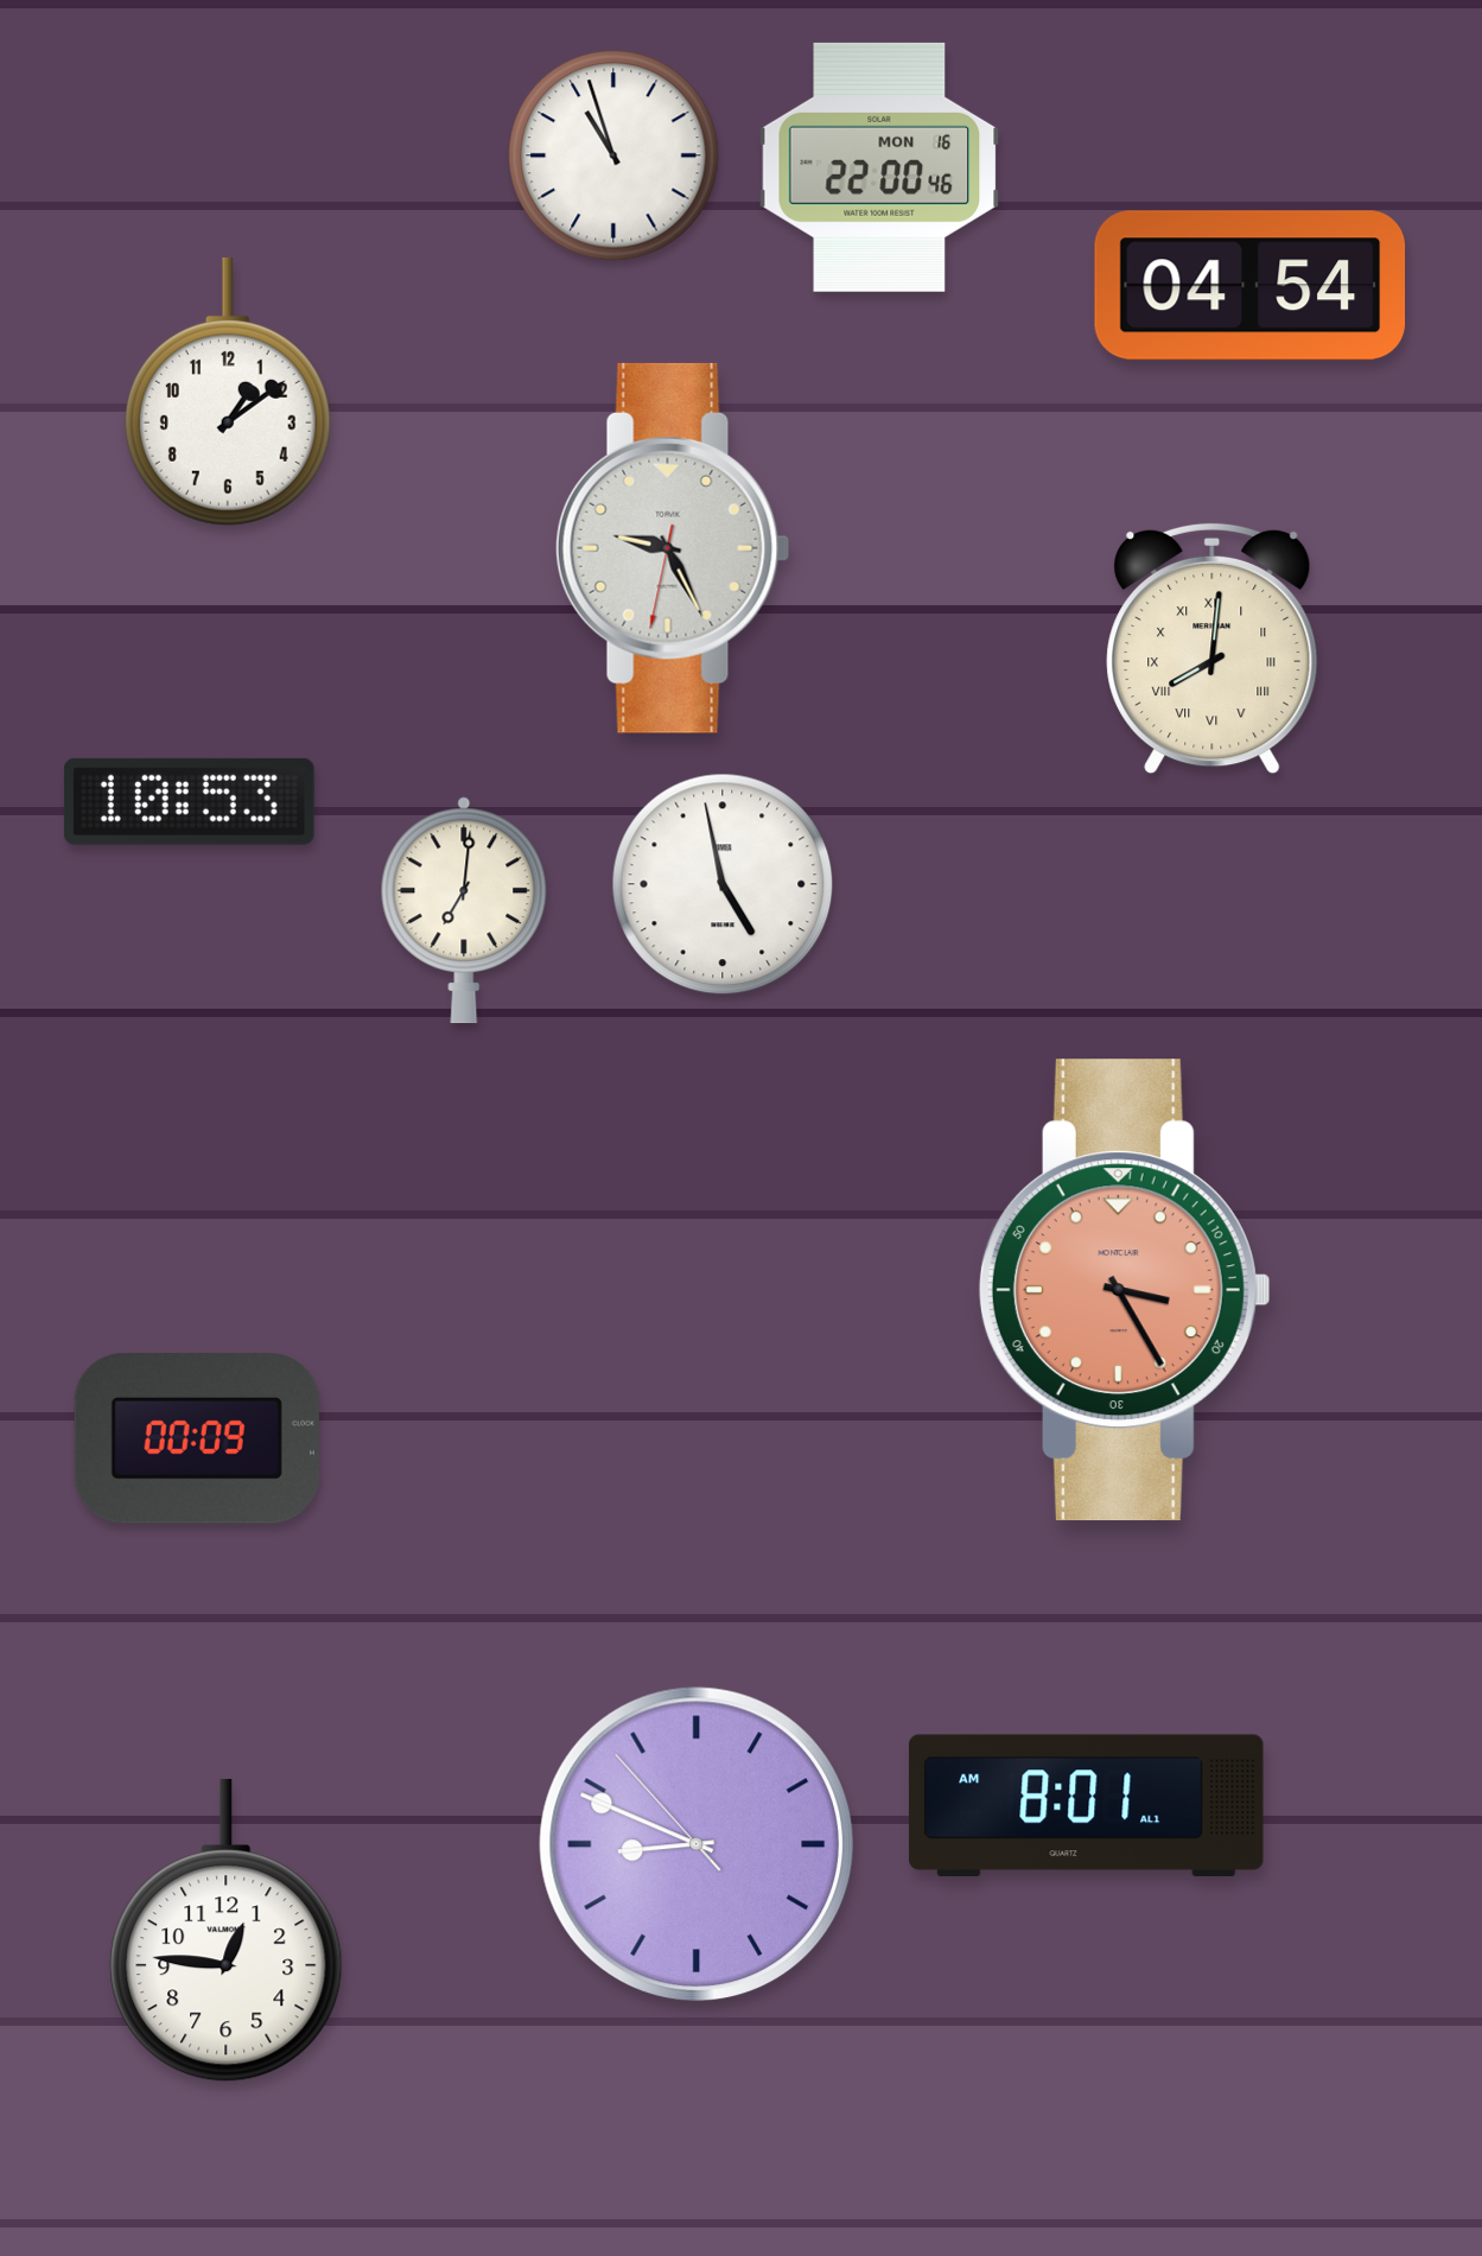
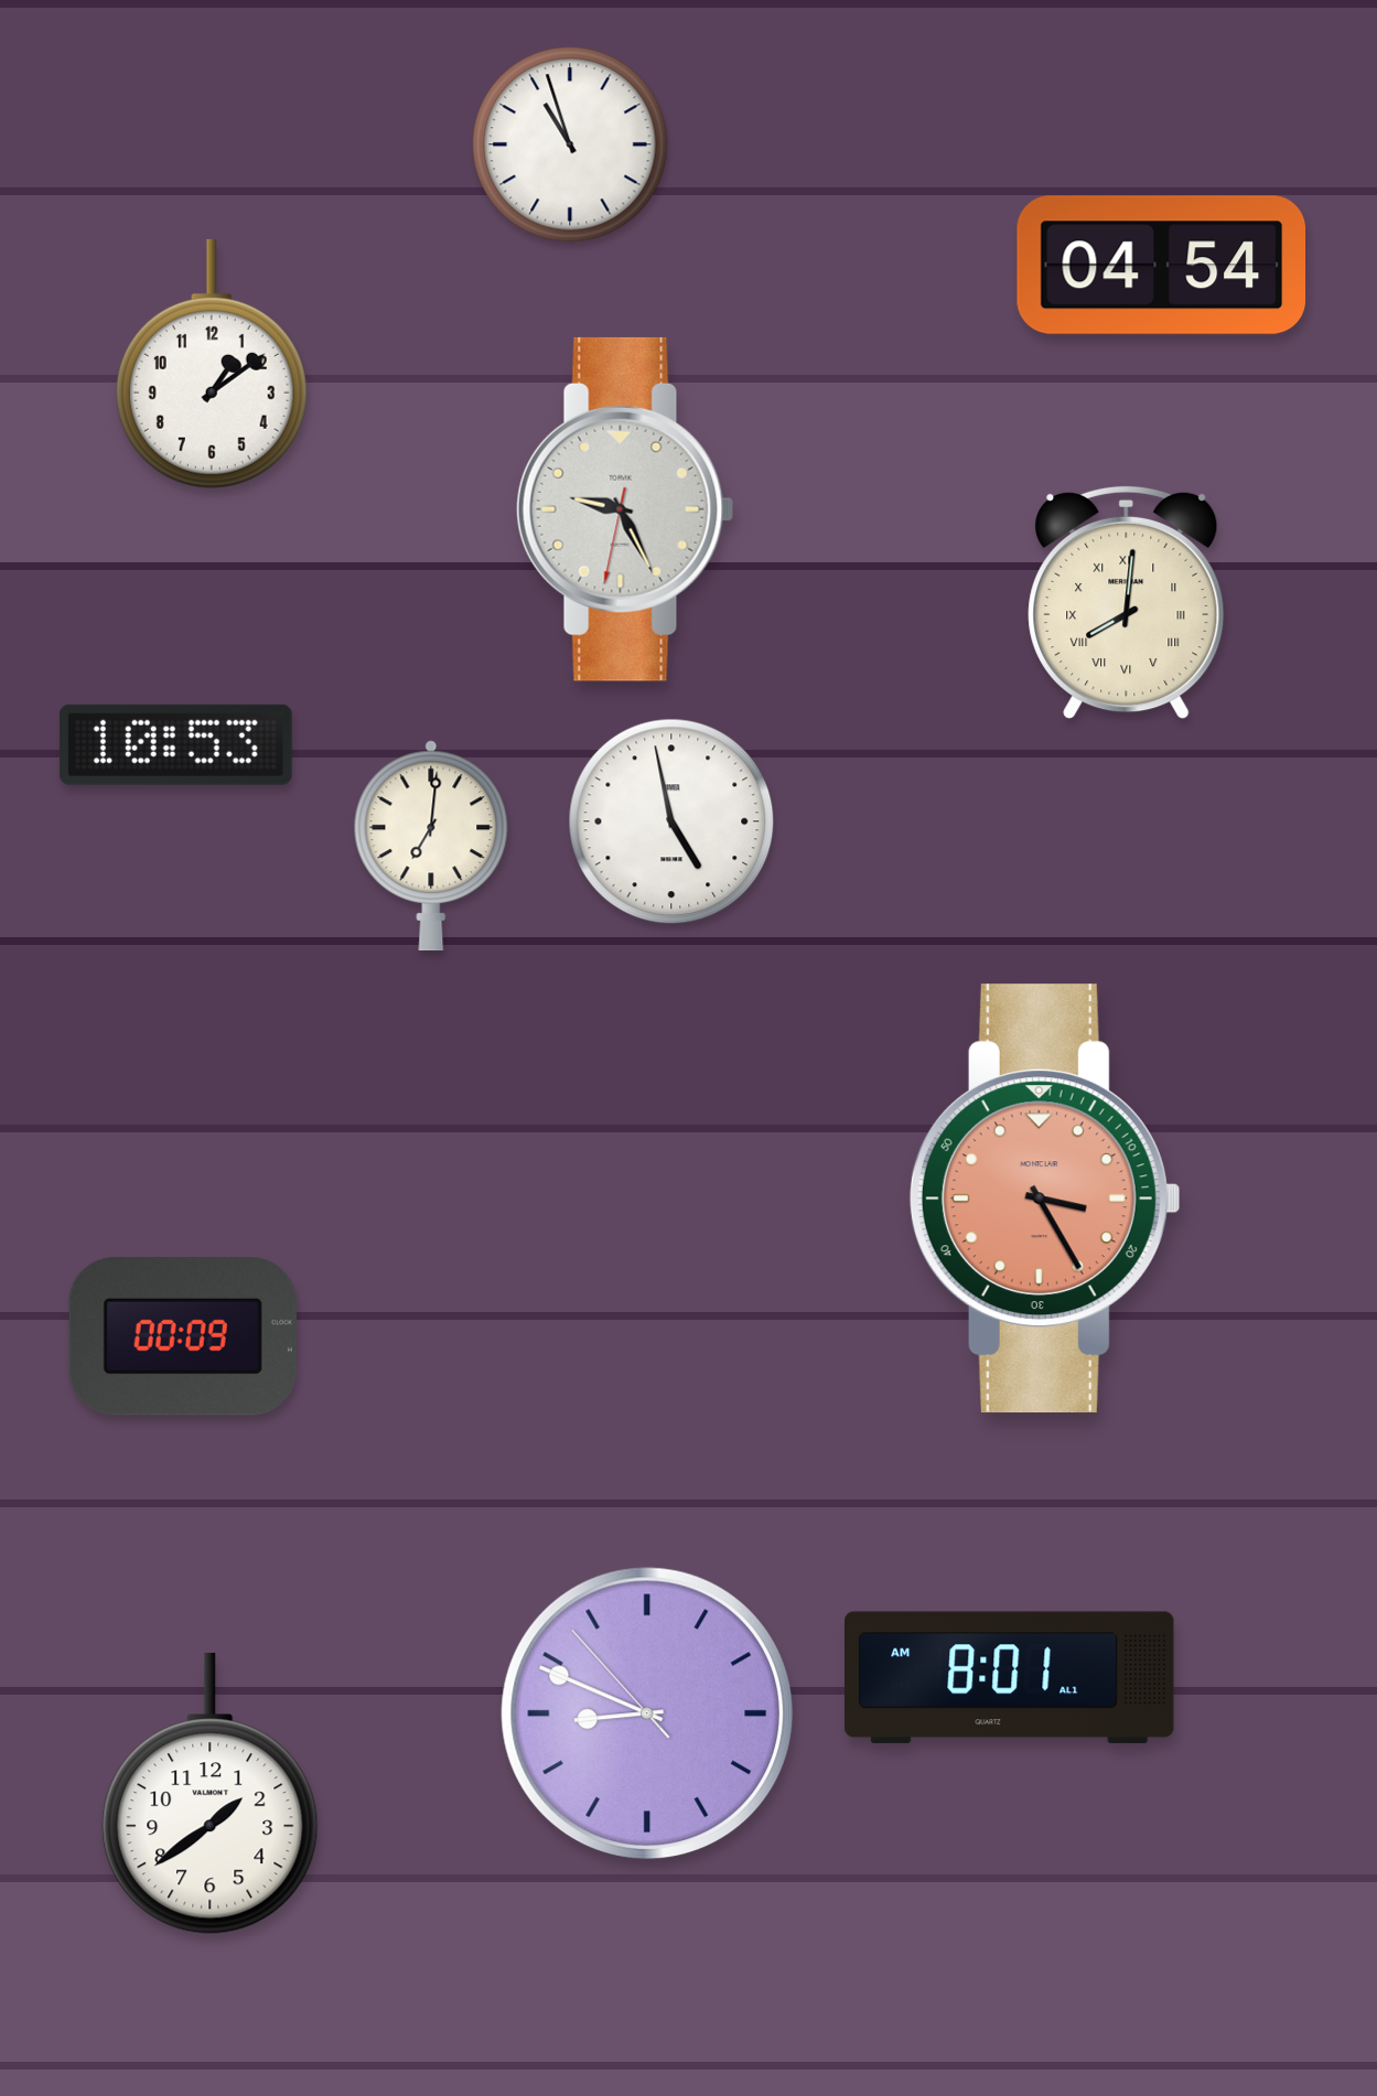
clock at (879, 167): 22:00 -> none
clock at (227, 1931): 12:46 -> 1:39
